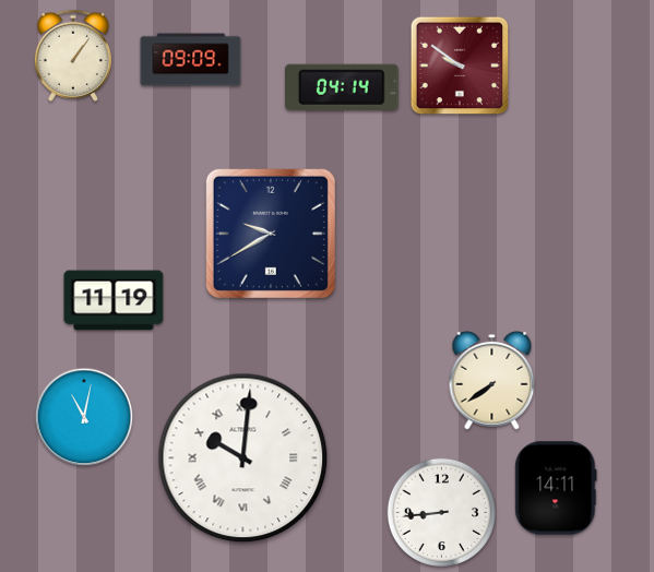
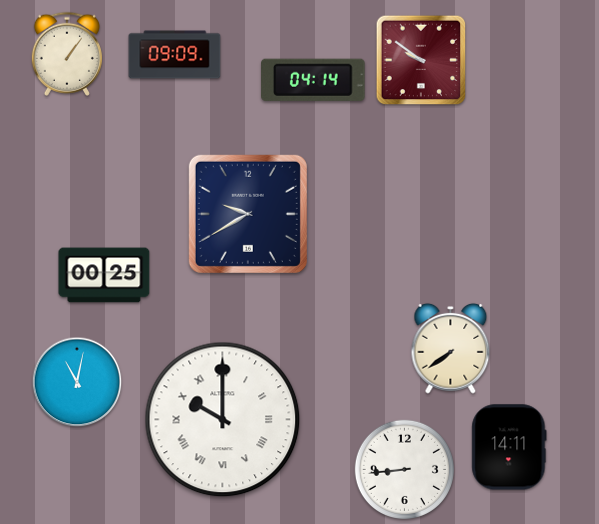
clock at (73, 56) position: (73, 56) -> (67, 54)
clock at (114, 300): 11:19 -> 00:25
clock at (243, 458): 10:01 -> 10:00
